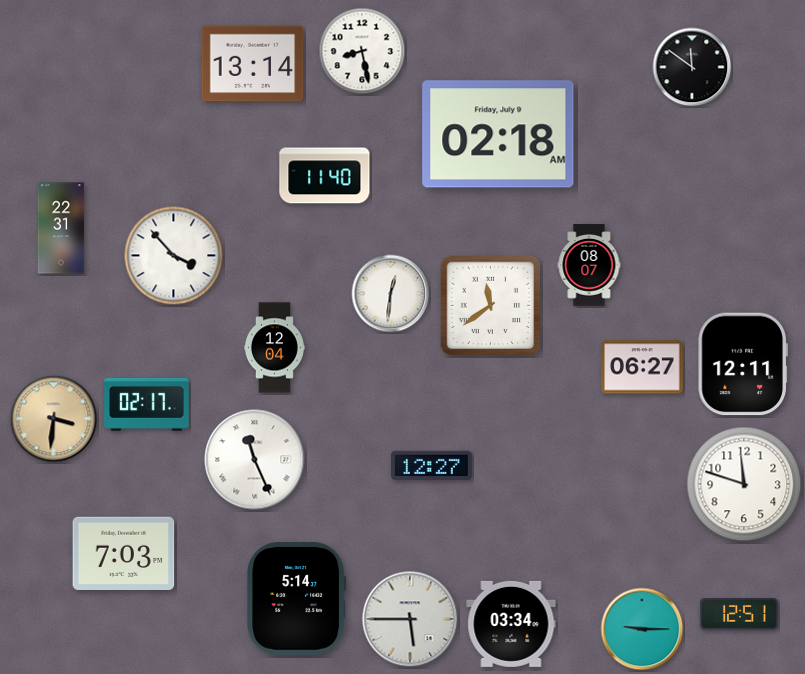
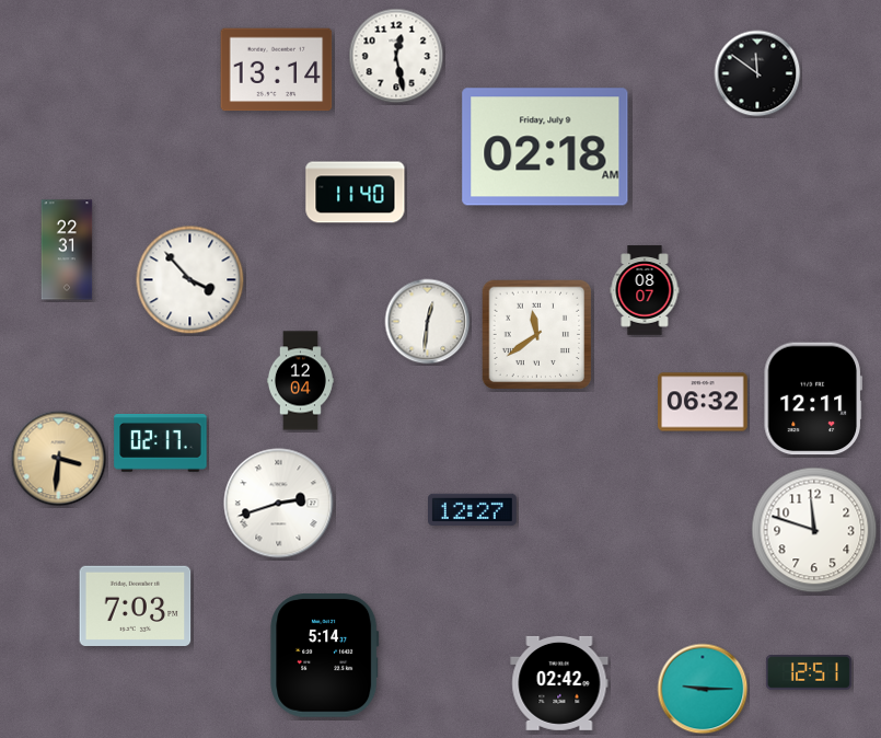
clock at (362, 51): 8:28 -> 12:28
clock at (642, 367): 06:27 -> 06:32
clock at (255, 460): 11:26 -> 2:42
clock at (410, 619): 5:45 -> none
clock at (511, 624): 03:34 -> 02:42
